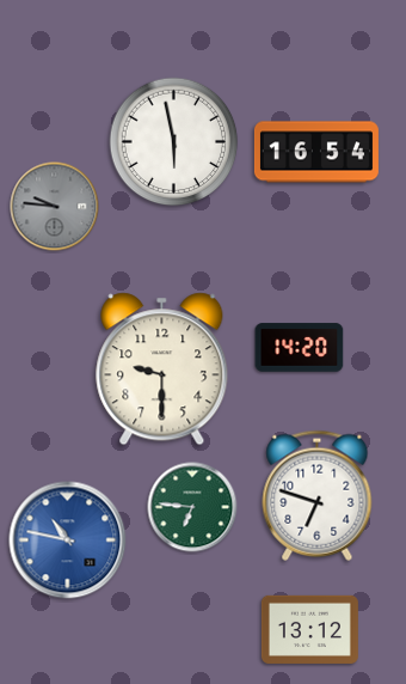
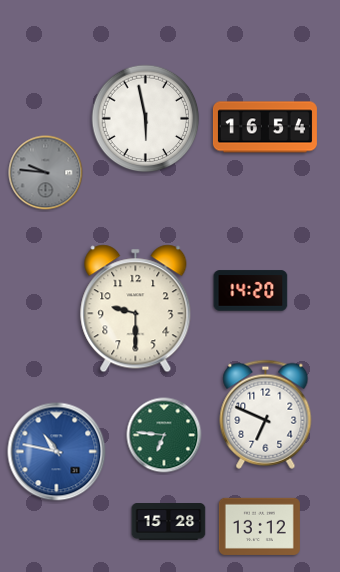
clock at (318, 495): 6:48 -> 6:49
clock at (192, 507) position: (192, 507) -> (164, 435)
clock at (169, 522): none -> 15:28
